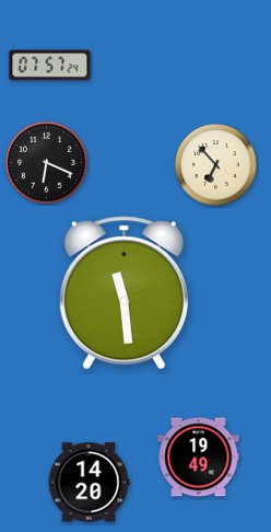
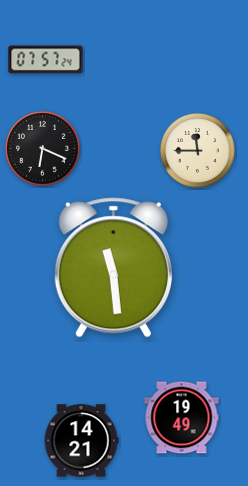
clock at (216, 165): 6:53 -> 11:45
clock at (89, 483): 14:20 -> 14:21
